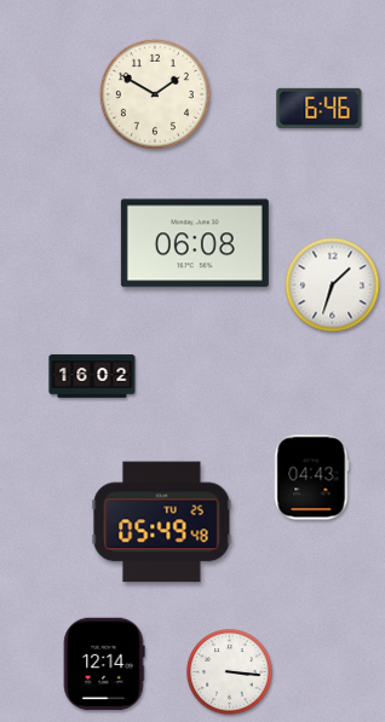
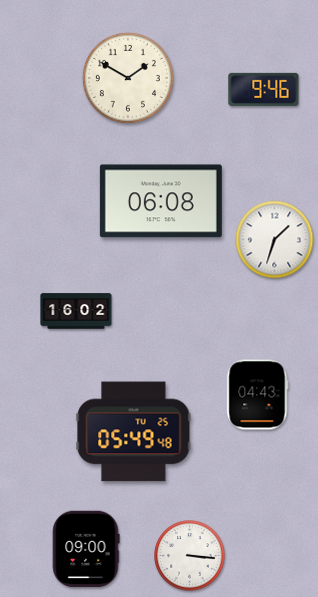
clock at (320, 108): 6:46 -> 9:46
clock at (333, 285) position: (333, 285) -> (275, 240)
clock at (104, 664): 12:14 -> 09:00
